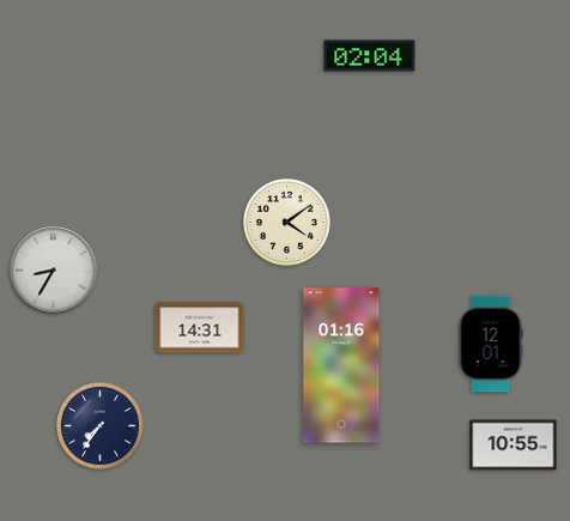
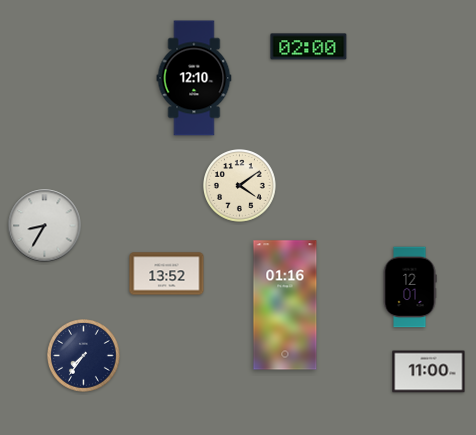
clock at (370, 56): 02:04 -> 02:00
clock at (194, 78): none -> 12:10
clock at (200, 328): 14:31 -> 13:52
clock at (514, 446): 10:55 -> 11:00
